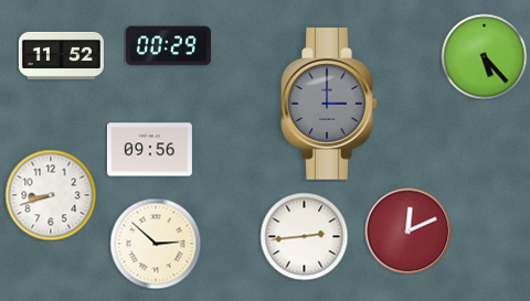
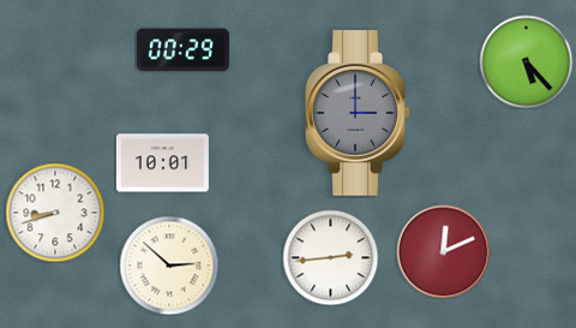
clock at (61, 55): 11:52 -> none
clock at (149, 150): 09:56 -> 10:01
